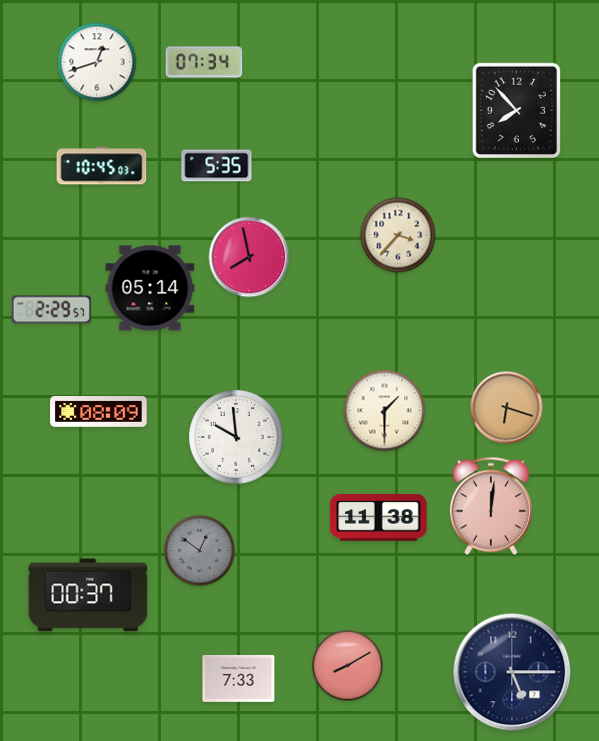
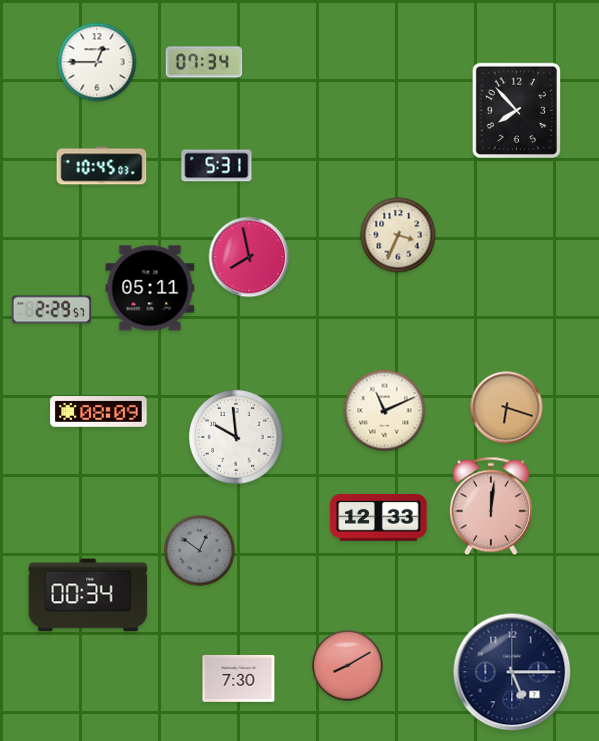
clock at (97, 62): 12:42 -> 12:45
clock at (217, 166): 5:35 -> 5:31
clock at (398, 235): 3:37 -> 3:34
clock at (150, 288): 05:14 -> 05:11
clock at (385, 411): 1:30 -> 11:11
clock at (379, 518): 11:38 -> 12:33
clock at (88, 595): 00:37 -> 00:34
clock at (239, 678): 7:33 -> 7:30
